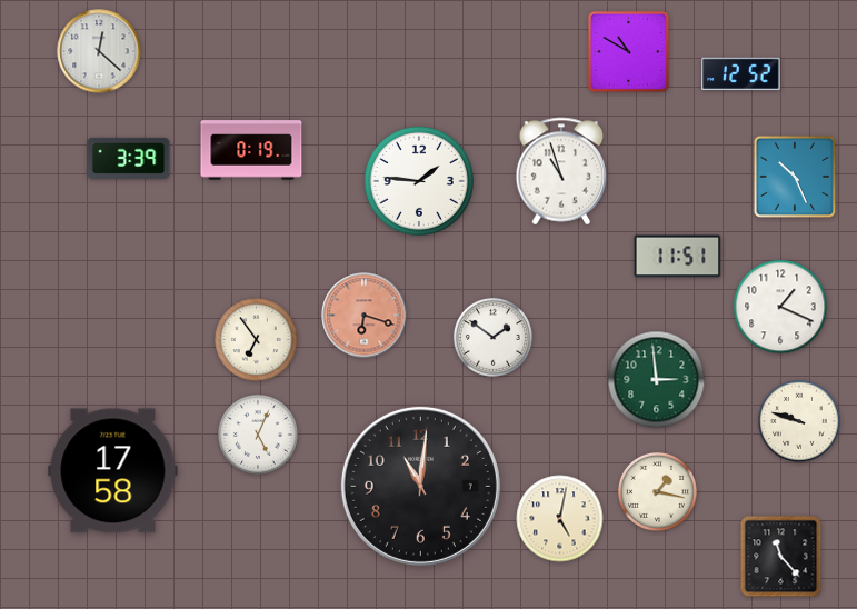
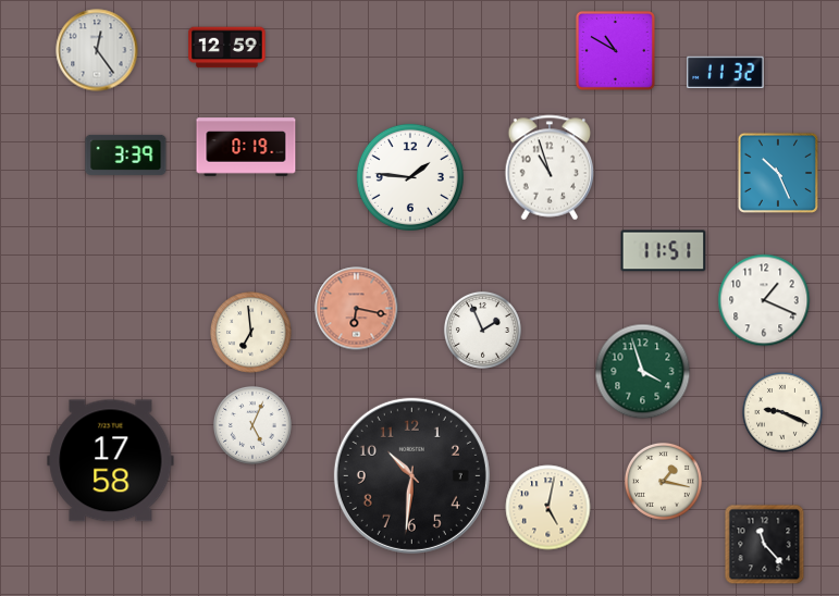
clock at (227, 48): none -> 12:59
clock at (99, 51): 12:22 -> 12:24
clock at (741, 73): 12:52 -> 11:32
clock at (365, 316): 6:18 -> 6:17
clock at (492, 337): 1:51 -> 1:56
clock at (257, 340): 6:54 -> 6:59
clock at (657, 380): 2:59 -> 3:57
clock at (799, 421): 9:48 -> 9:19
clock at (420, 486): 11:01 -> 10:31
clock at (657, 491) position: (657, 491) -> (663, 481)
